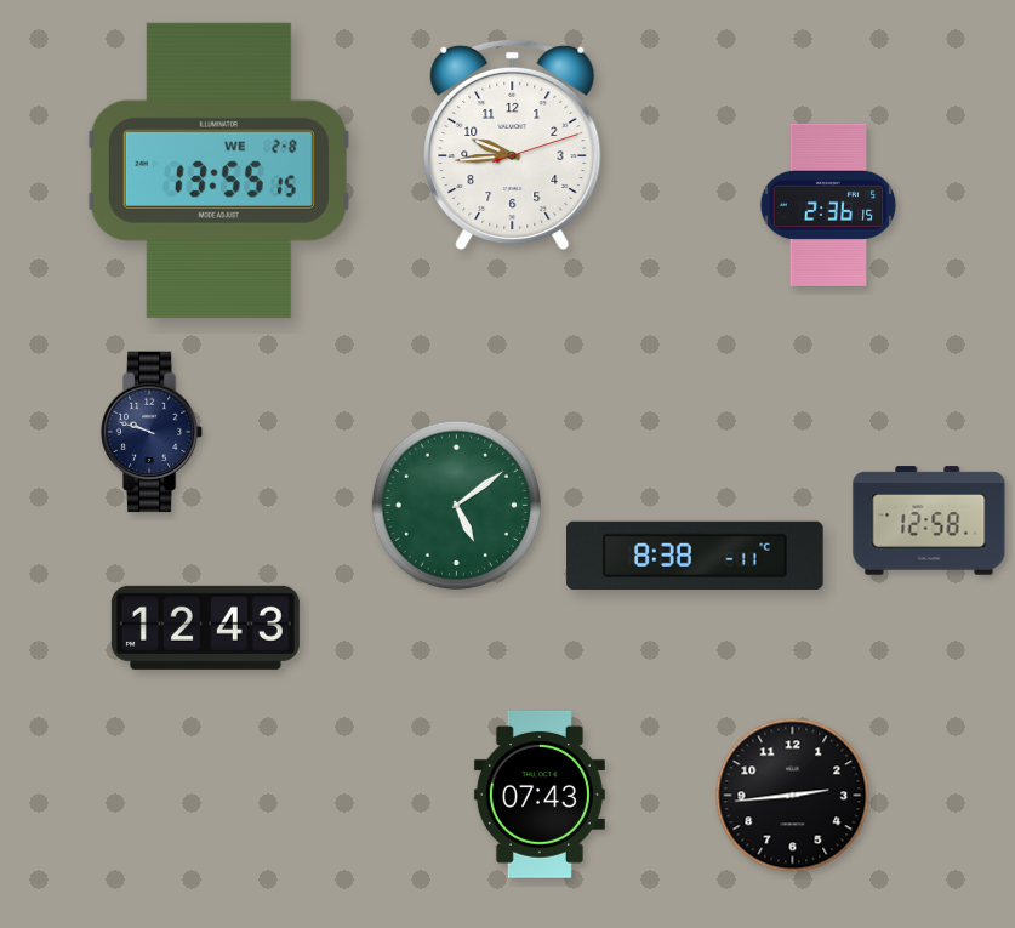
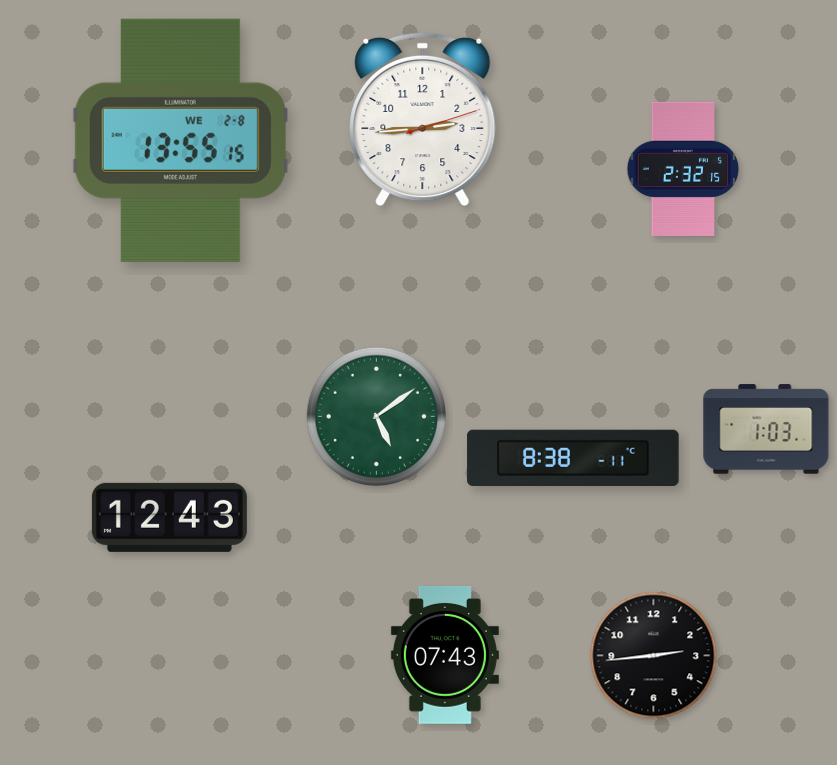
clock at (513, 144): 9:44 -> 2:44
clock at (828, 205): 2:36 -> 2:32
clock at (152, 432): 9:48 -> none
clock at (929, 520): 12:58 -> 1:03
